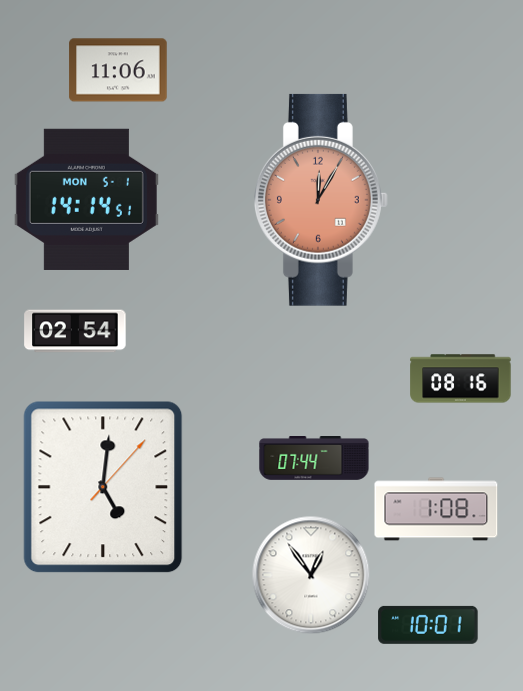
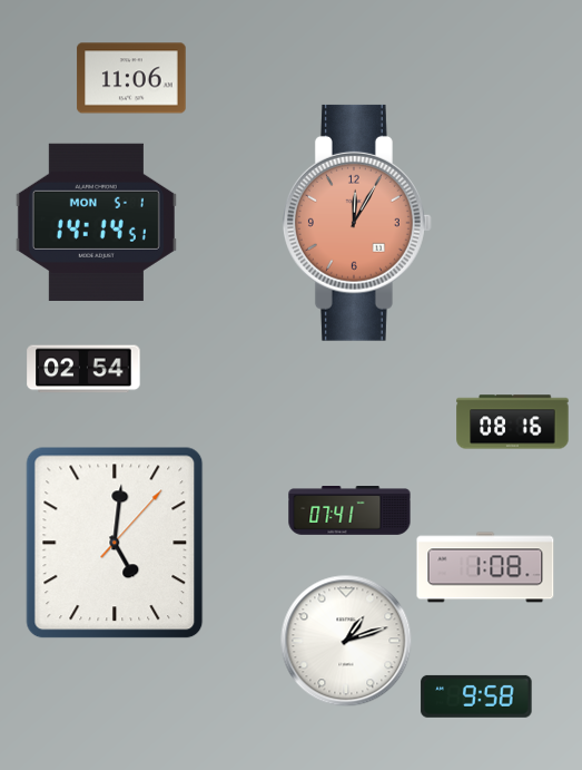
clock at (314, 459): 07:44 -> 07:41
clock at (311, 575): 12:54 -> 1:12
clock at (428, 625): 10:01 -> 9:58
